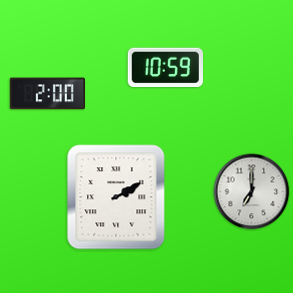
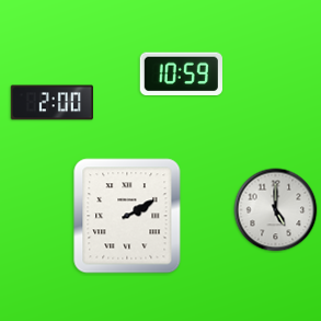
clock at (252, 192): 7:00 -> 5:00
